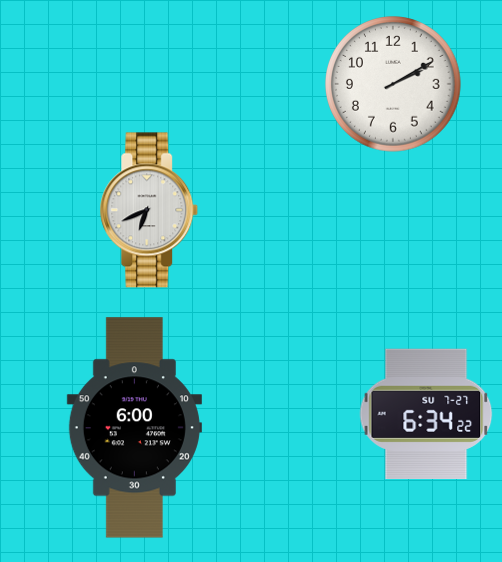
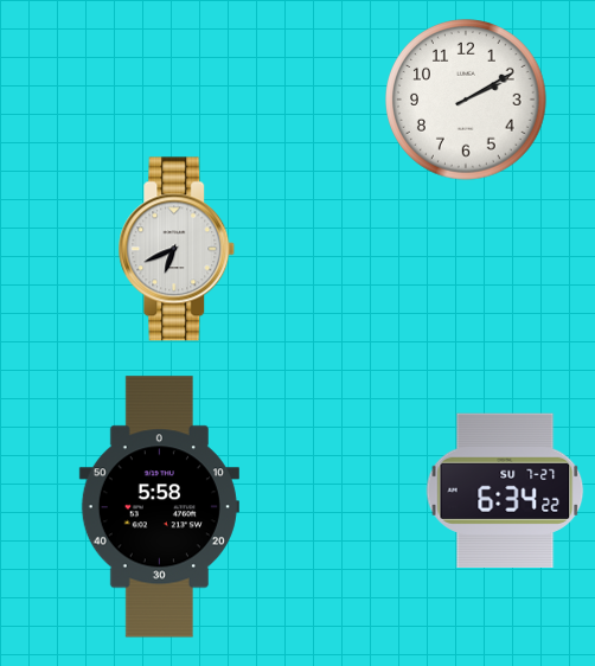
clock at (134, 428): 6:00 -> 5:58
